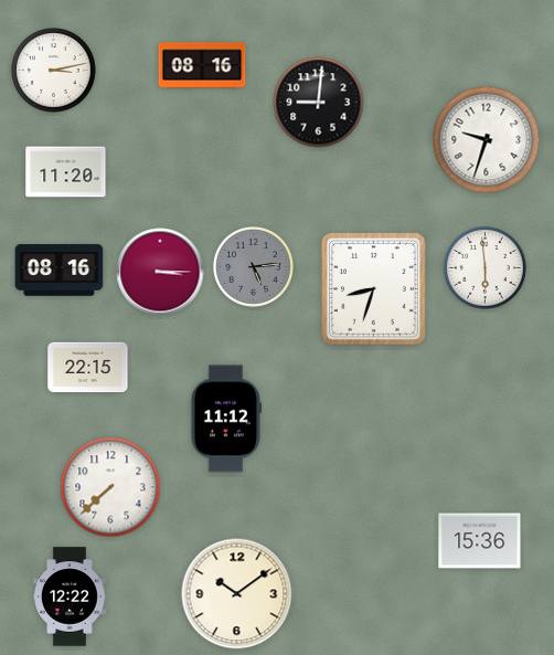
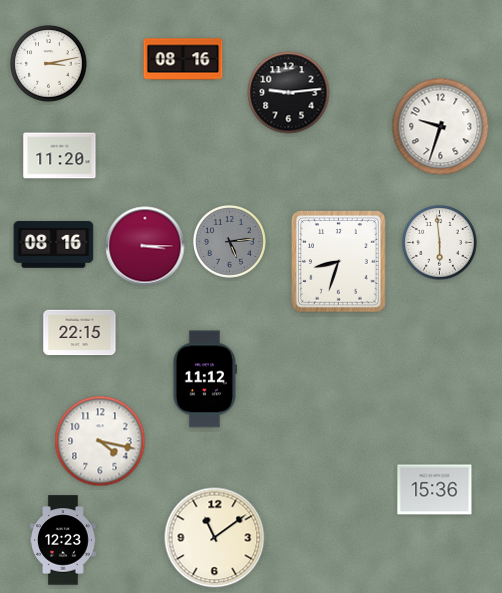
clock at (319, 103): 9:01 -> 9:14
clock at (110, 487): 7:38 -> 4:17
clock at (237, 594): 10:09 -> 11:09
clock at (70, 596): 12:22 -> 12:23
